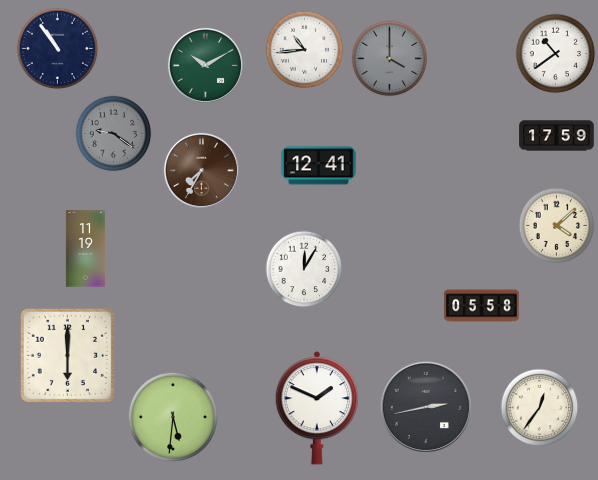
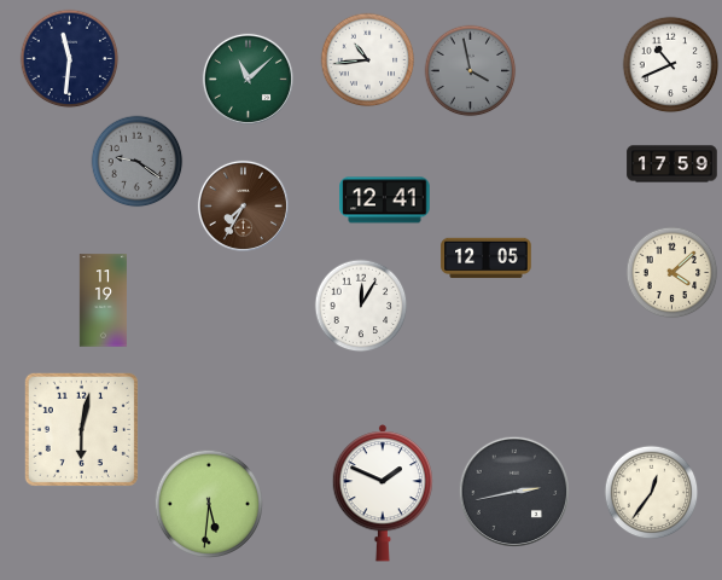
clock at (58, 49): 10:54 -> 11:31
clock at (556, 54): 10:39 -> 10:41
clock at (390, 59): 4:00 -> 3:58
clock at (205, 65): 10:10 -> 11:08
clock at (487, 259): none -> 12:05
clock at (304, 269) position: (304, 269) -> (361, 306)
clock at (482, 306): 05:58 -> none
clock at (67, 355): 6:00 -> 6:02
